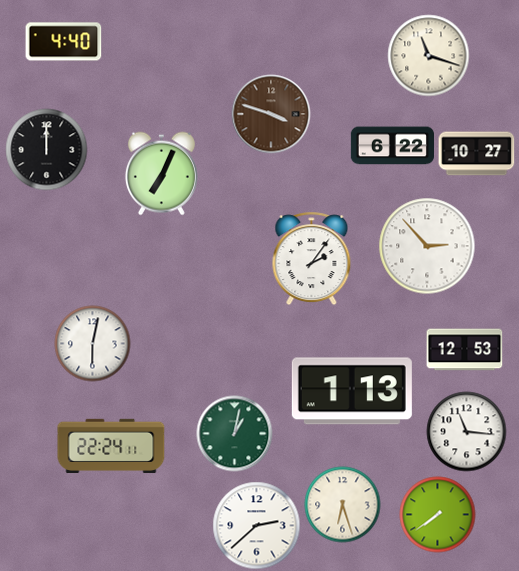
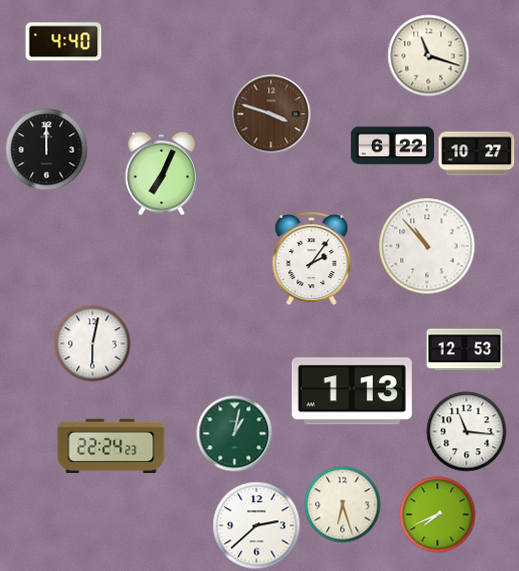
clock at (427, 246): 2:53 -> 10:53
clock at (111, 446): 22:24:11 -> 22:24:23
clock at (438, 515): 7:39 -> 7:41
